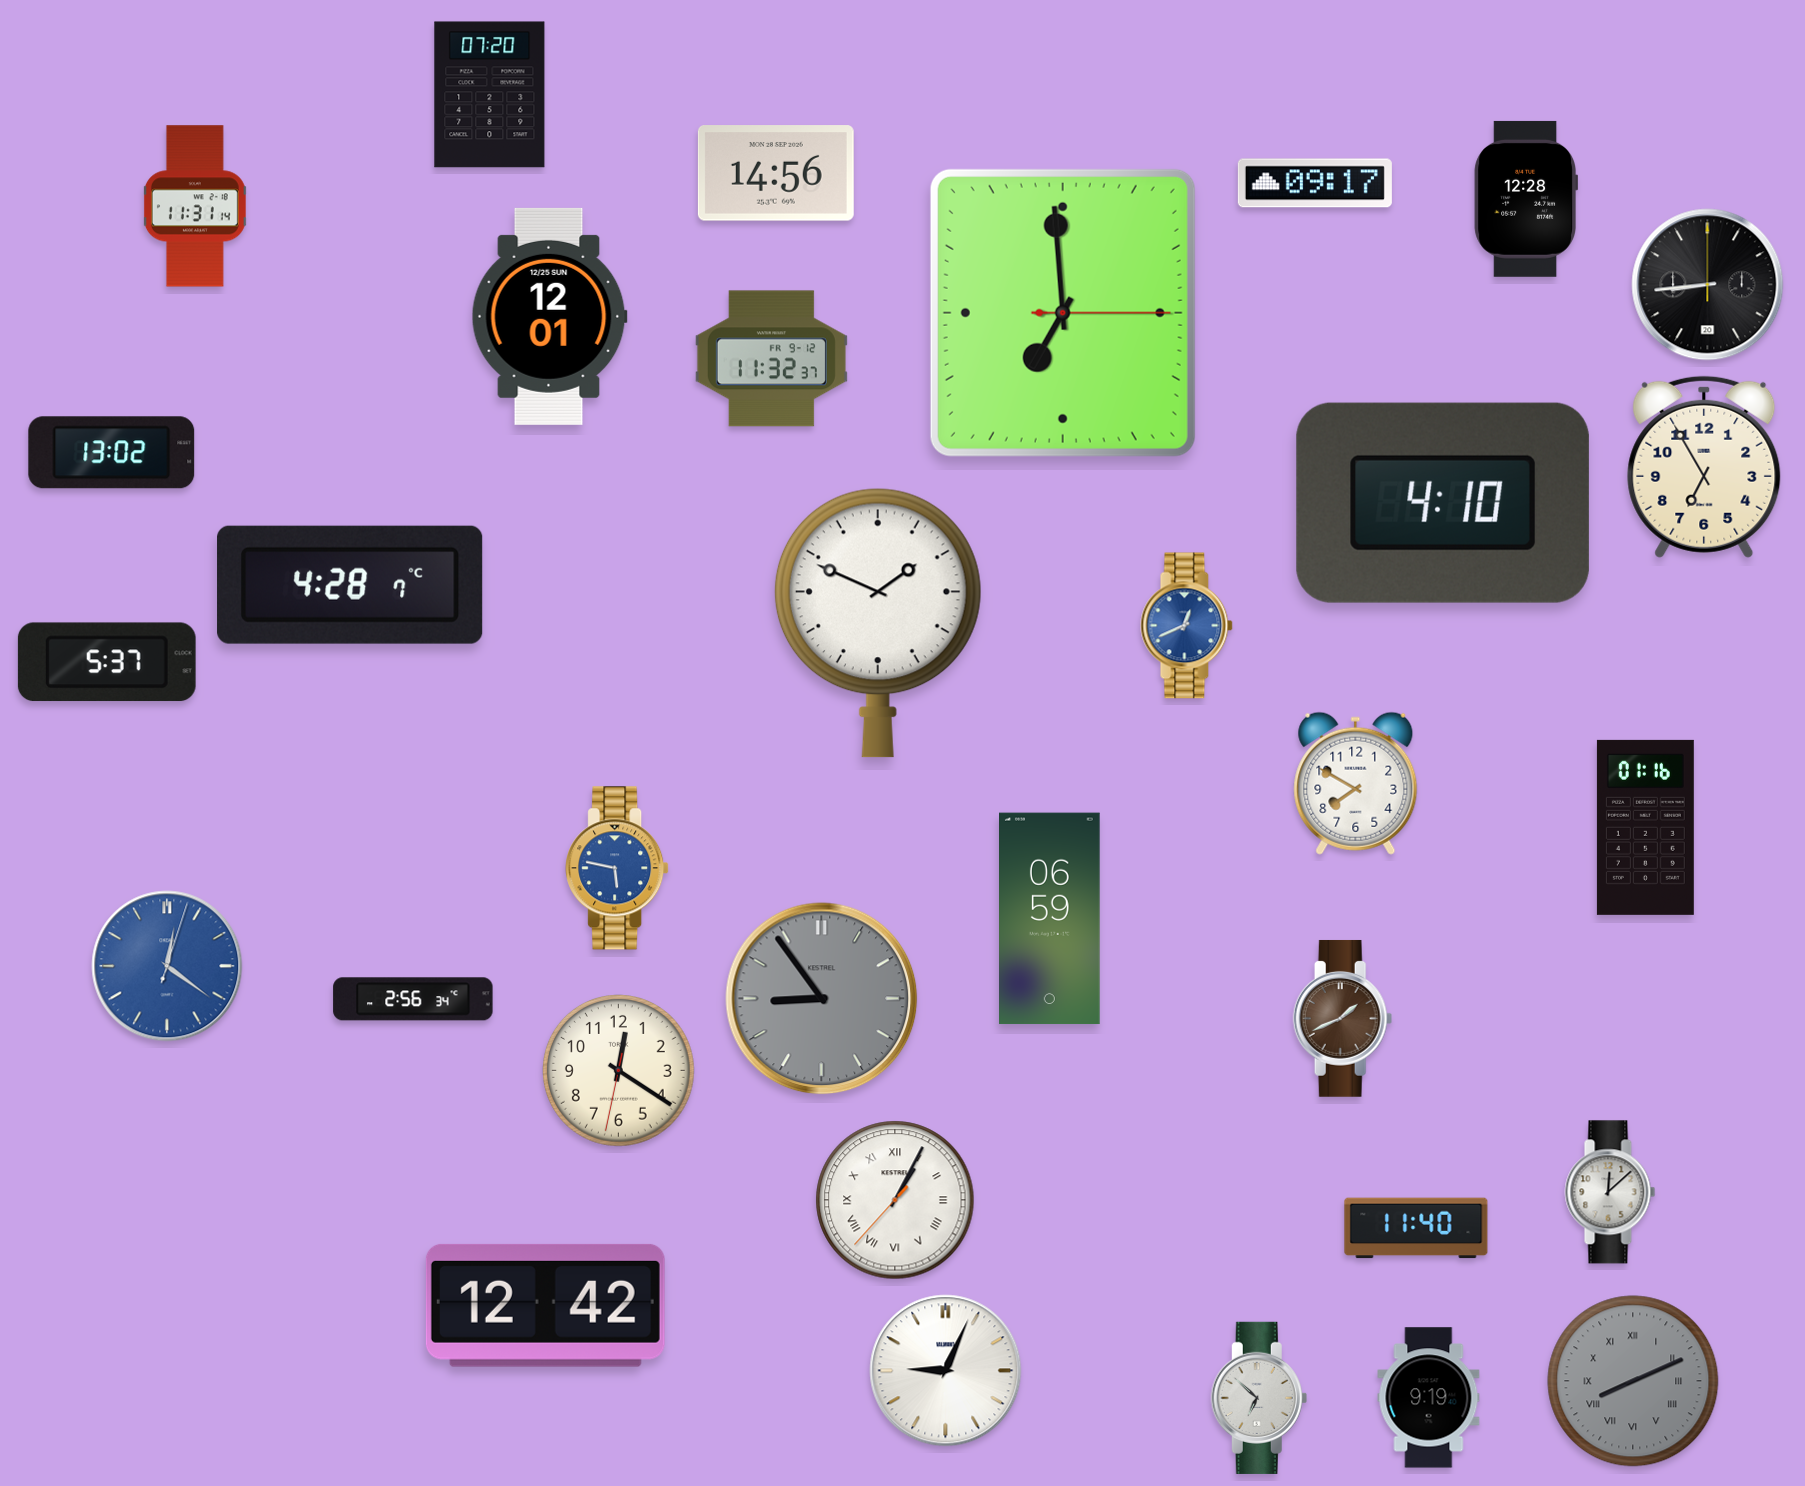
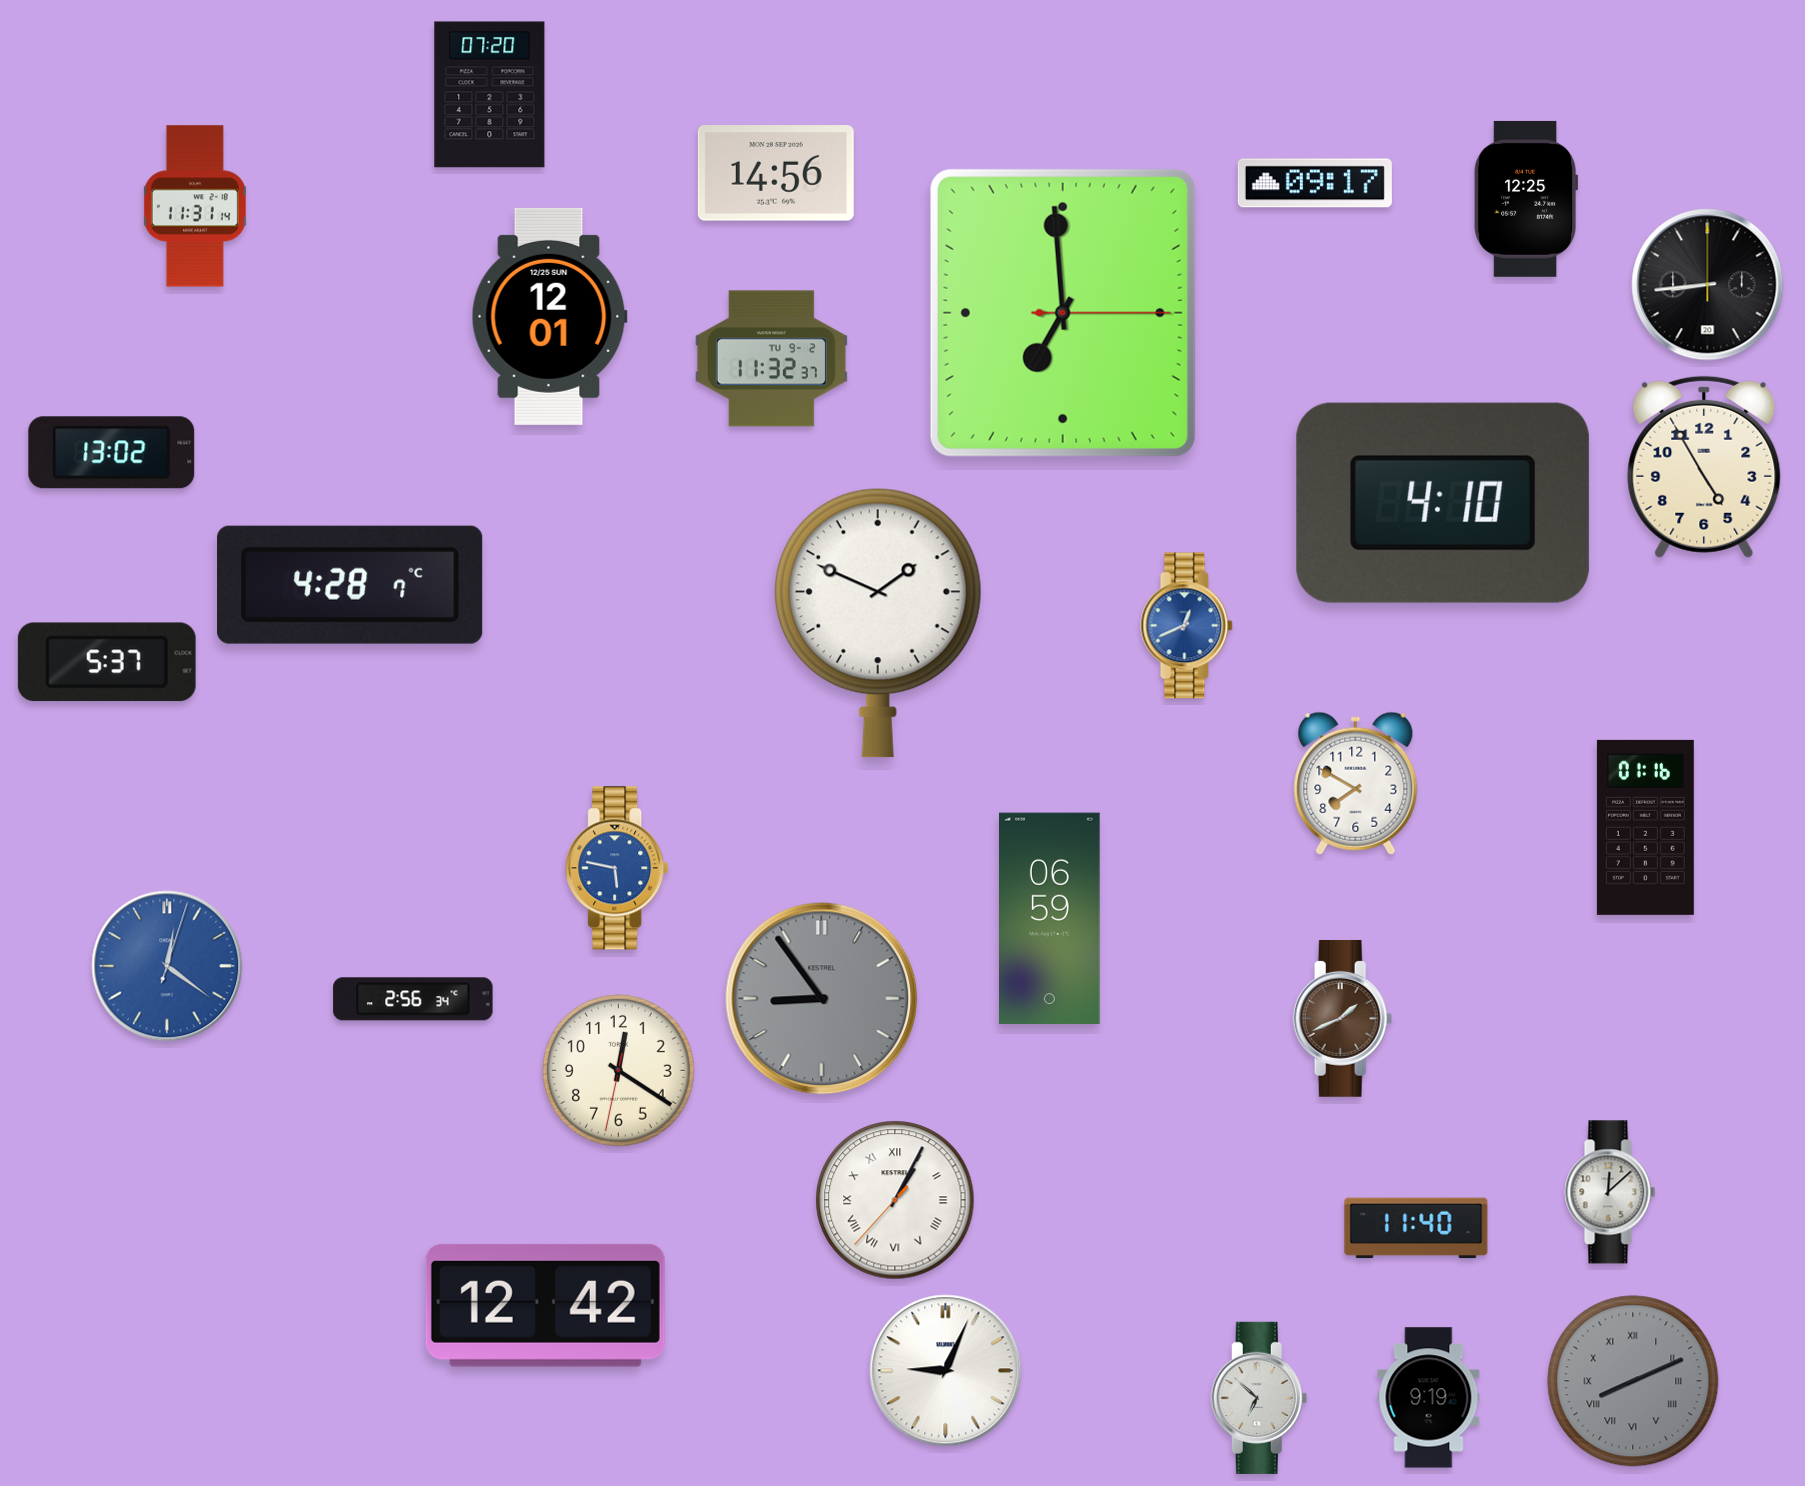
clock at (1525, 199): 12:28 -> 12:25
clock at (771, 359) date: FR 9-12 -> TU 9-2
clock at (1704, 467): 6:55 -> 4:55
